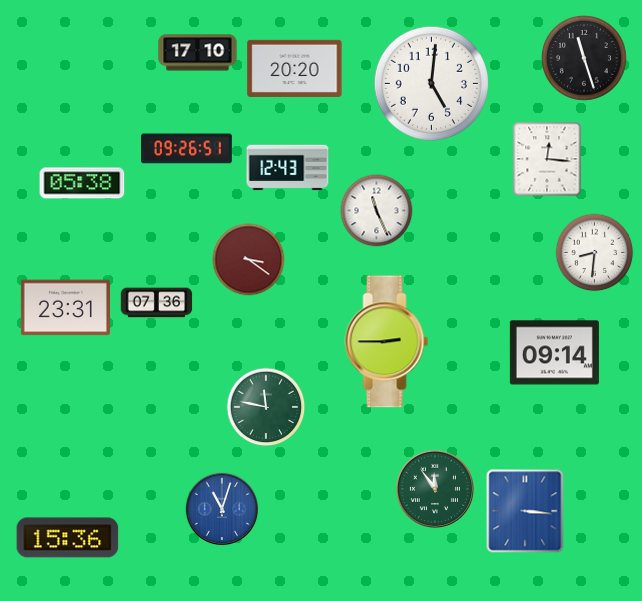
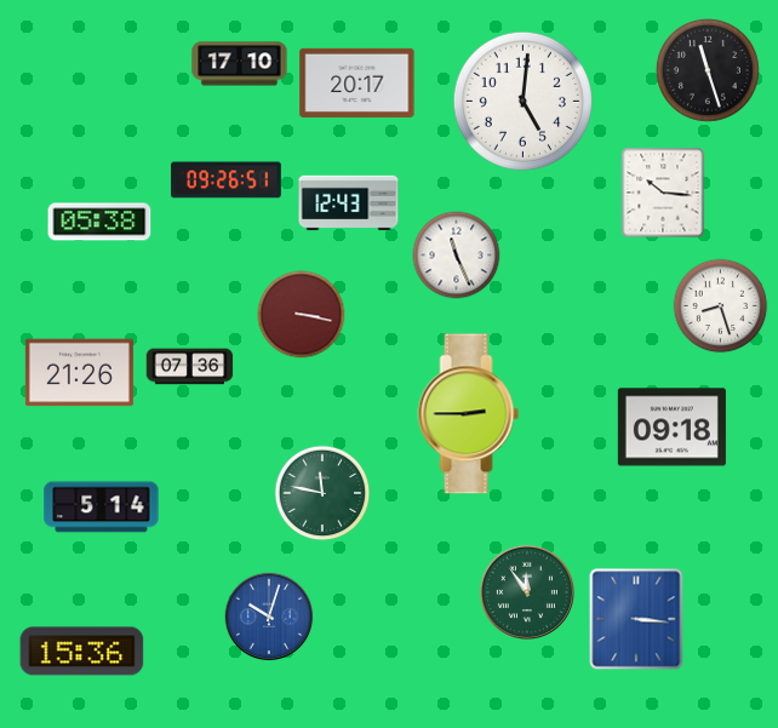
clock at (295, 68): 20:20 -> 20:17
clock at (547, 159): 12:16 -> 10:16
clock at (595, 253): 8:31 -> 8:27
clock at (249, 260): 3:21 -> 3:17
clock at (65, 308): 23:31 -> 21:26
clock at (554, 353): 09:14 -> 09:18
clock at (102, 508): none -> 5:14
clock at (222, 509): 11:03 -> 10:03
